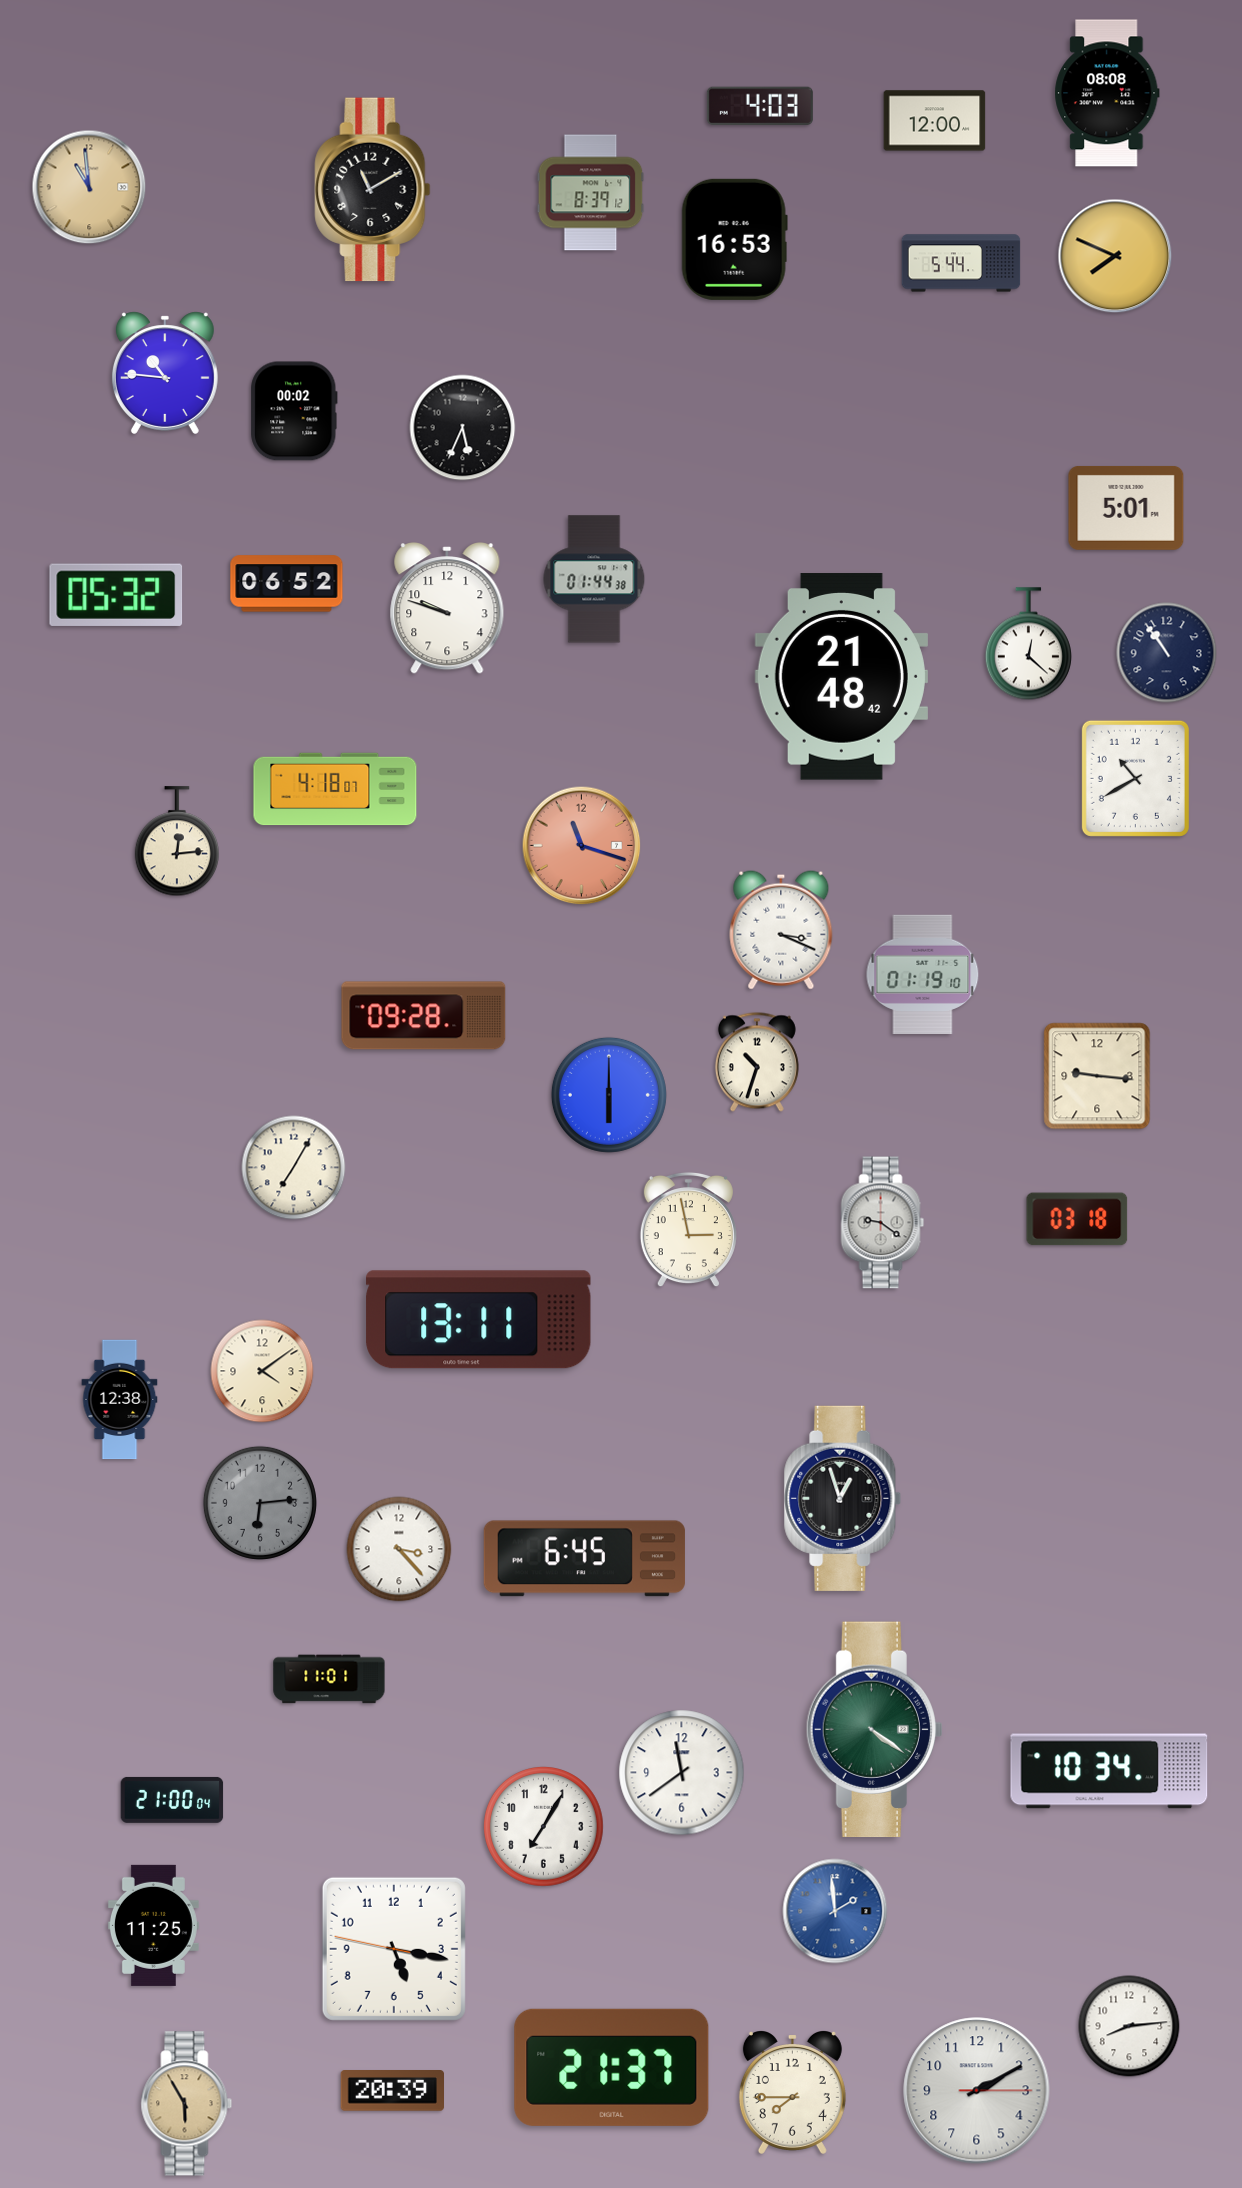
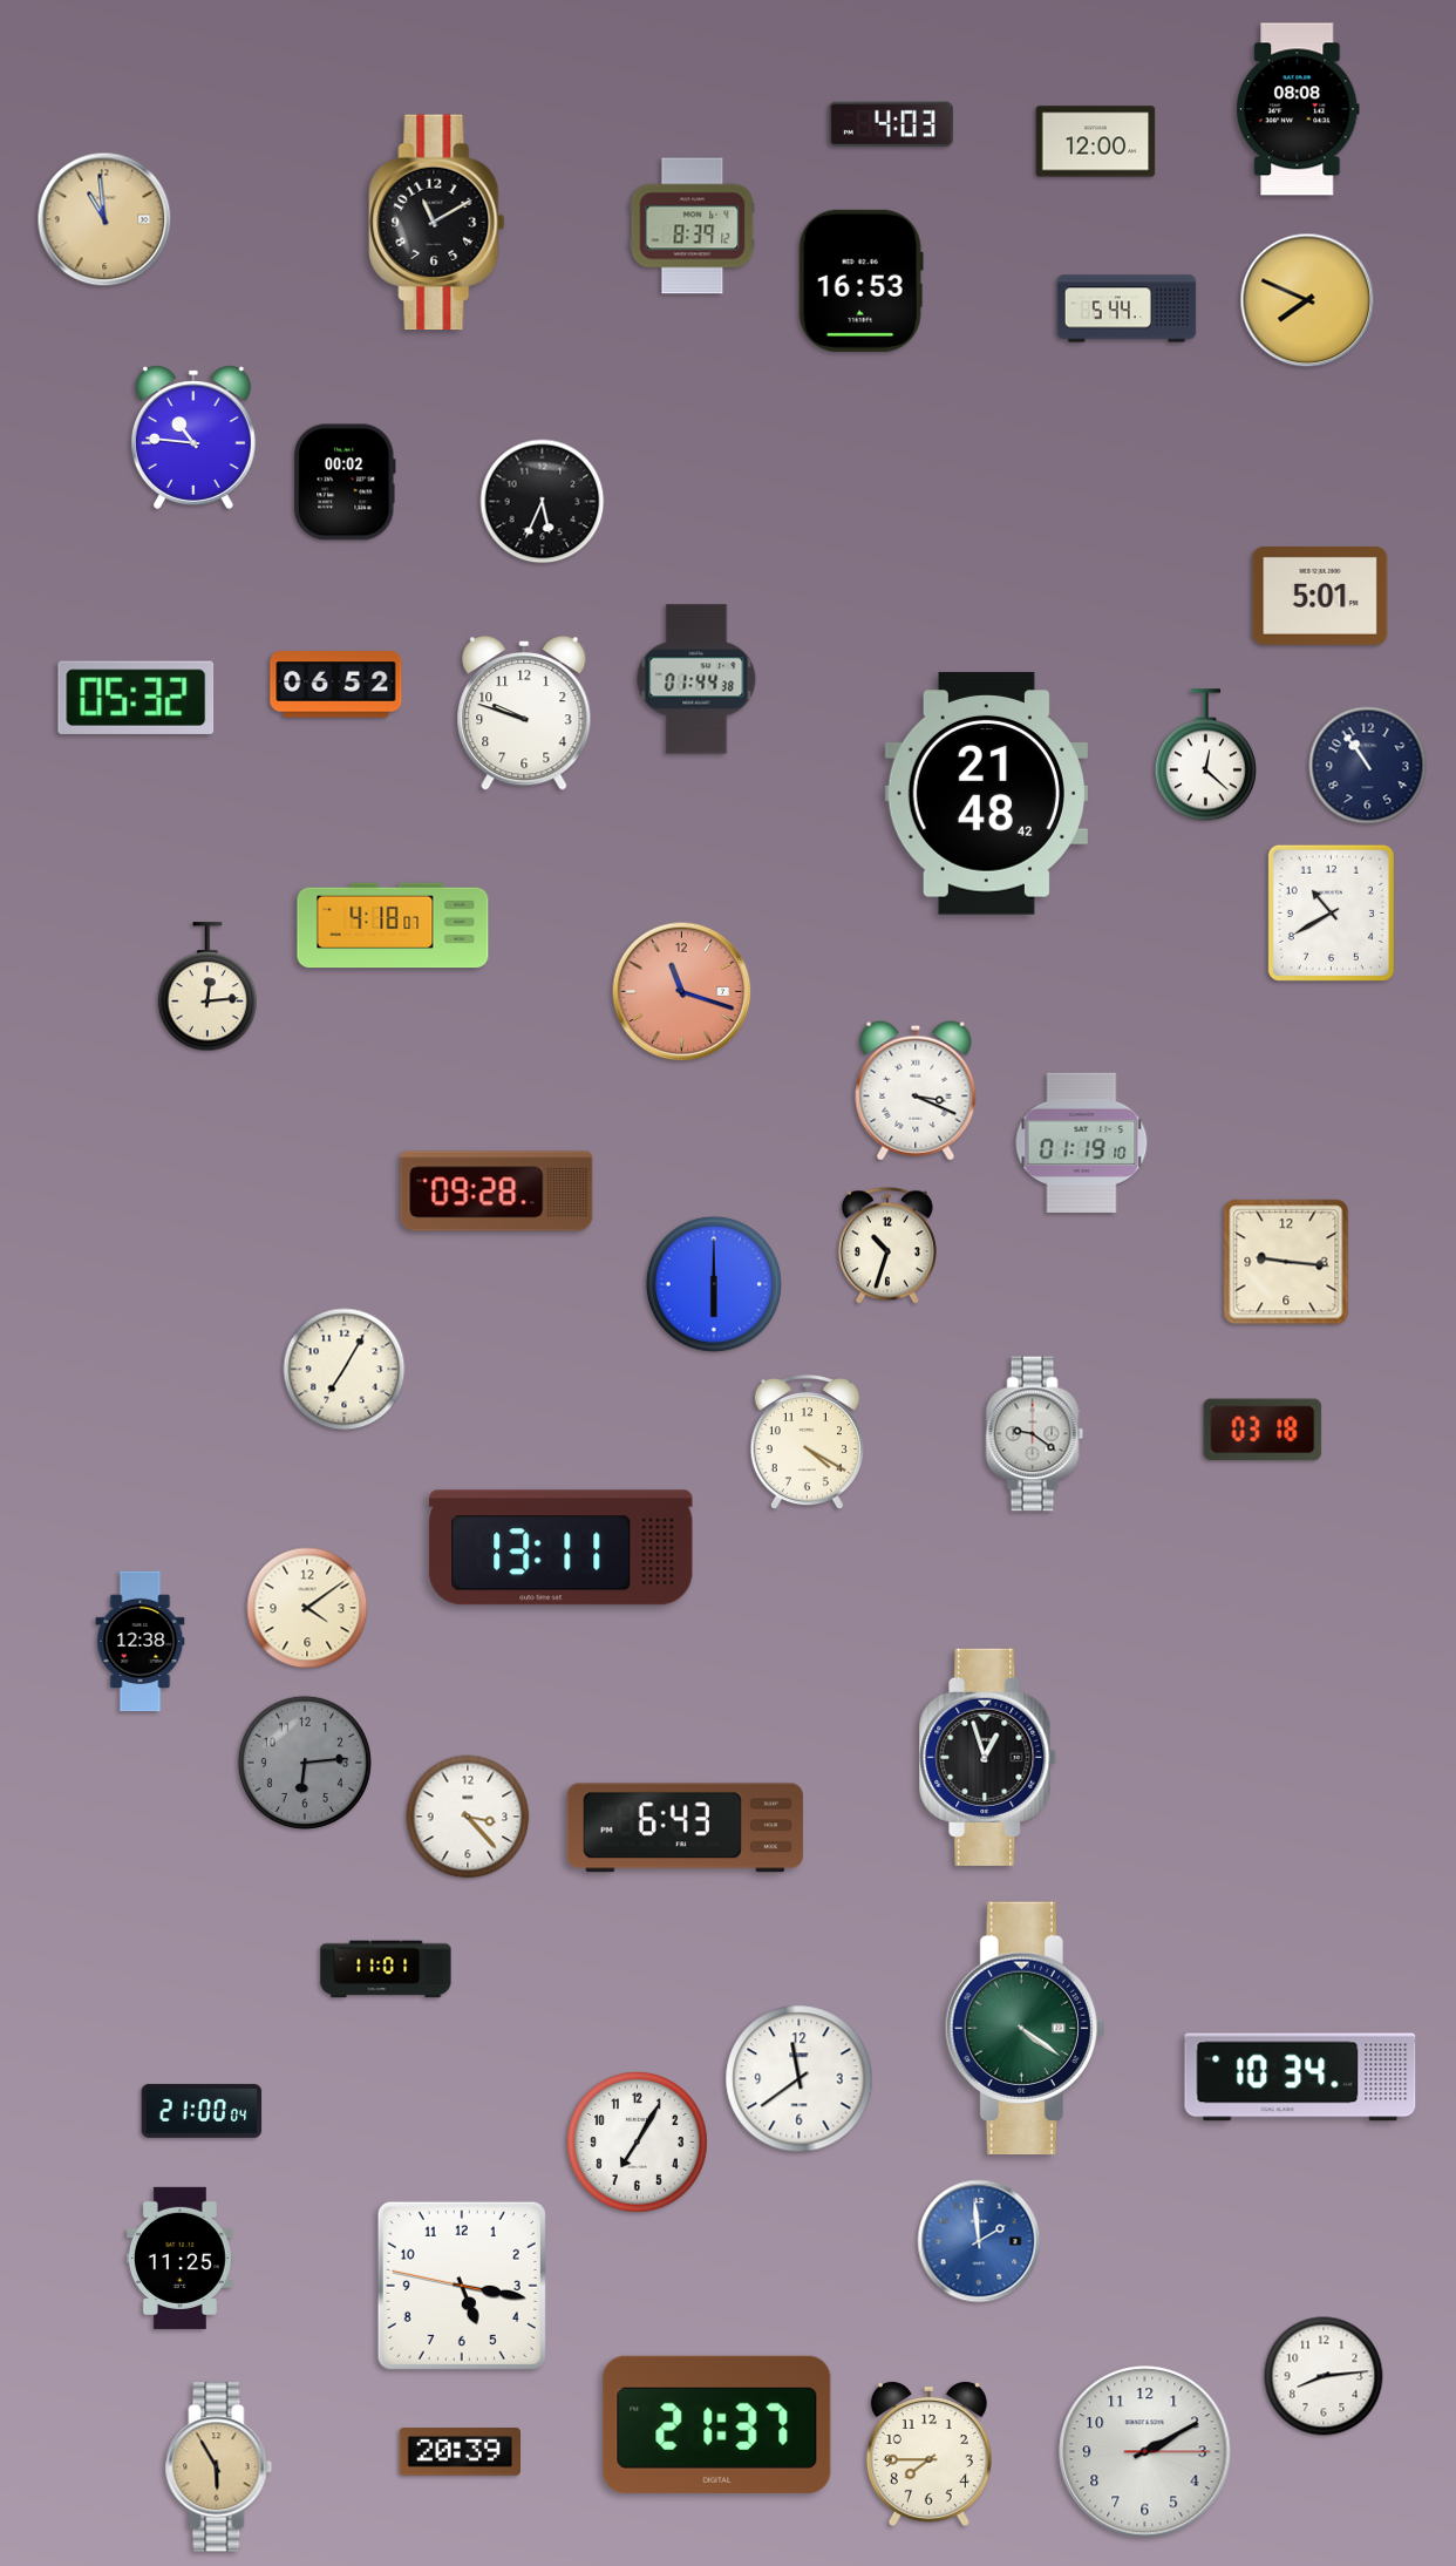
clock at (688, 1230): 2:58 -> 4:20
clock at (584, 1559): 6:45 -> 6:43
